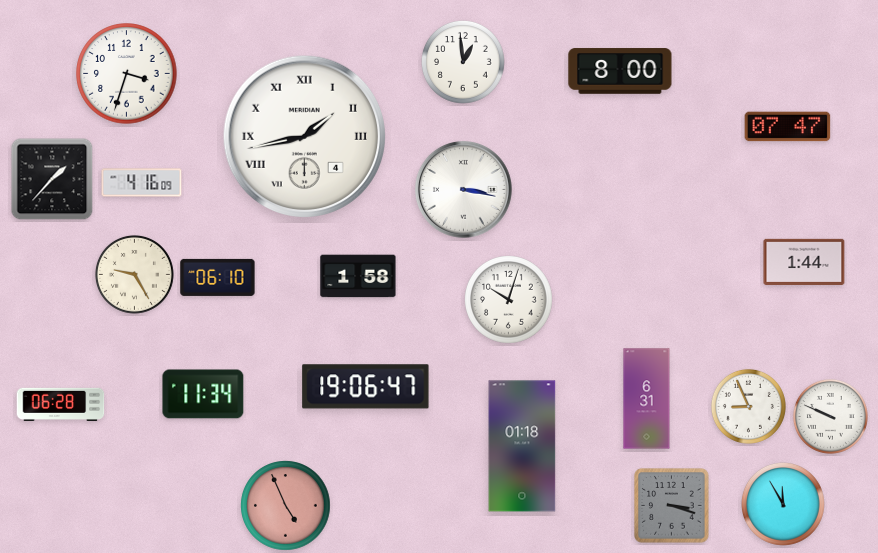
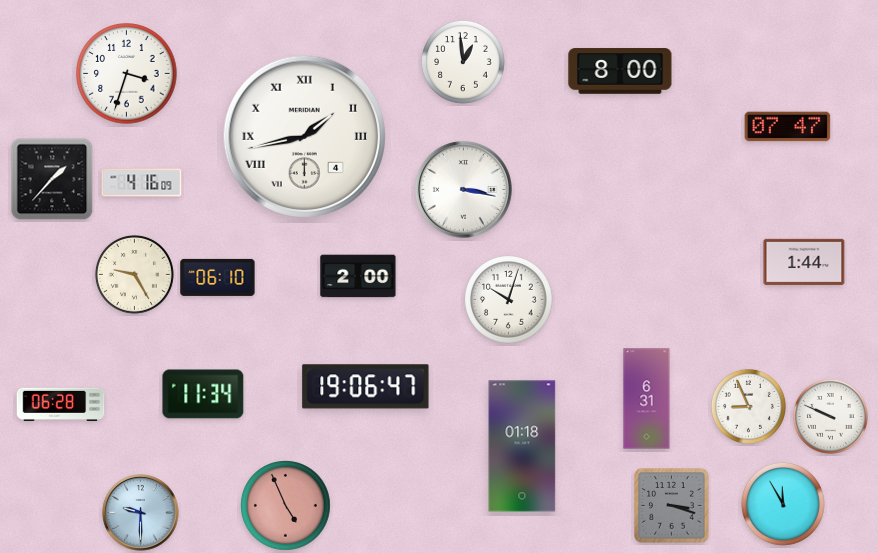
clock at (358, 276): 1:58 -> 2:00
clock at (141, 513): none -> 9:30
